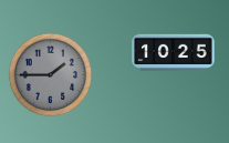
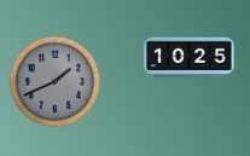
clock at (51, 75): 1:45 -> 1:41
